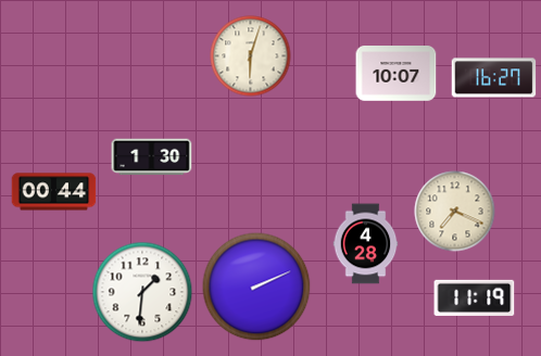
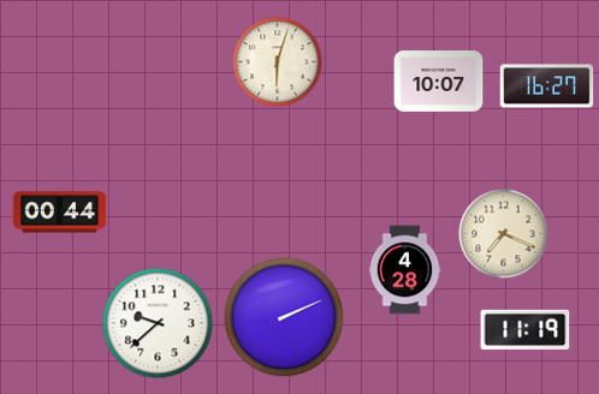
clock at (152, 157): 1:30 -> none
clock at (142, 292): 1:31 -> 9:38
